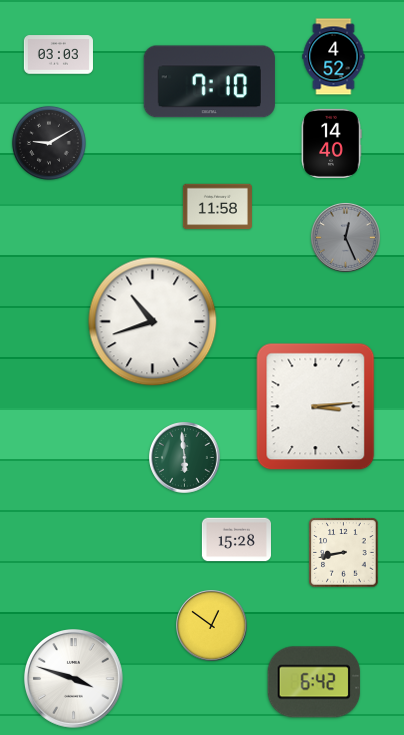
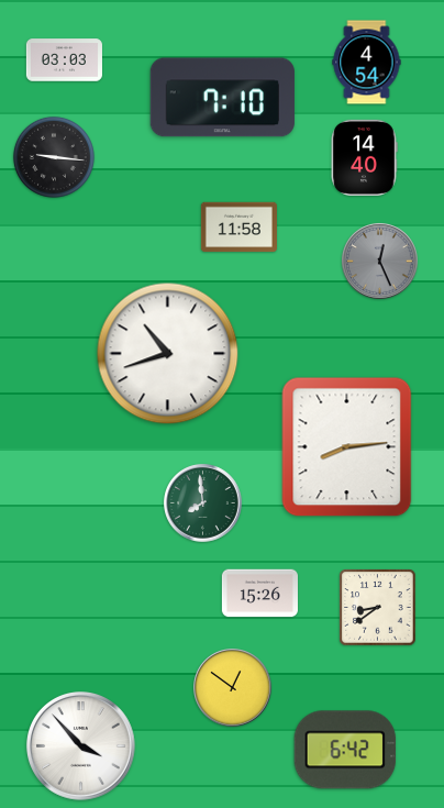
clock at (334, 57): 4:52 -> 4:54
clock at (209, 82) position: (209, 82) -> (222, 98)
clock at (49, 143): 9:10 -> 9:16
clock at (316, 407): 3:14 -> 8:14
clock at (185, 458): 5:59 -> 7:59
clock at (236, 540): 15:28 -> 15:26
clock at (344, 553): 8:43 -> 8:39
clock at (74, 679): 3:48 -> 3:53
